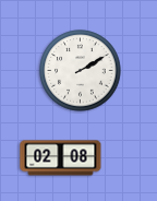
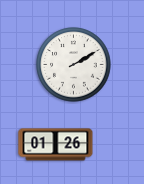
clock at (61, 158): 02:08 -> 01:26
